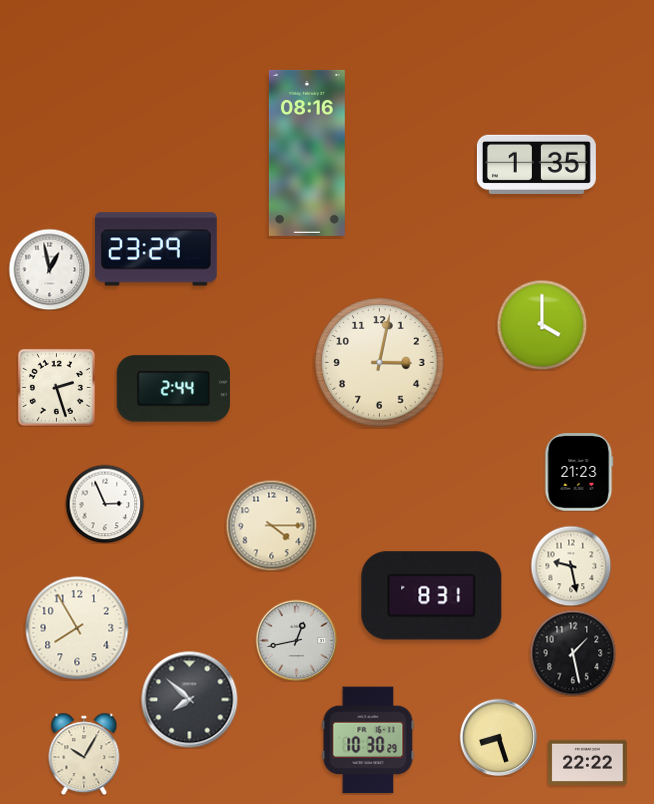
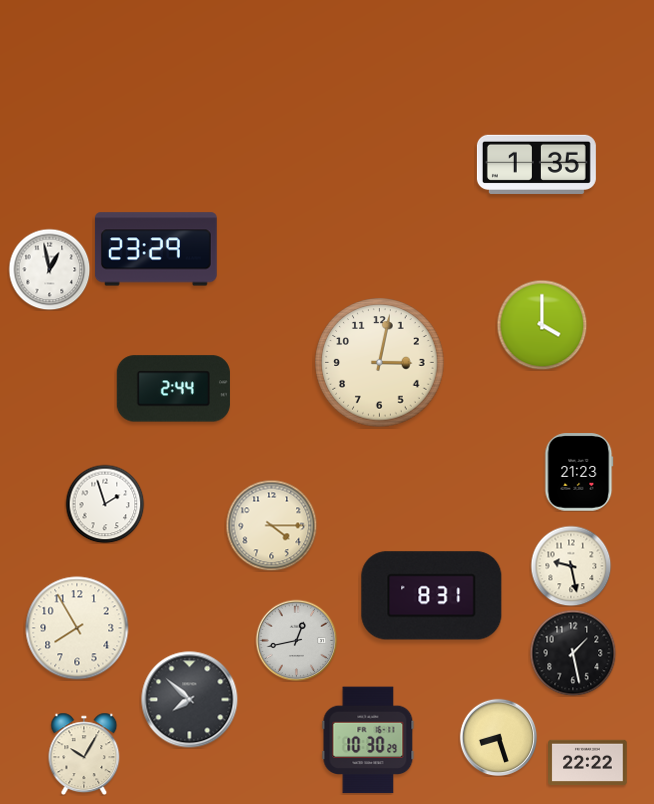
clock at (307, 153): 08:16 -> none
clock at (56, 387): 2:27 -> none
clock at (105, 504): 2:56 -> 1:57
